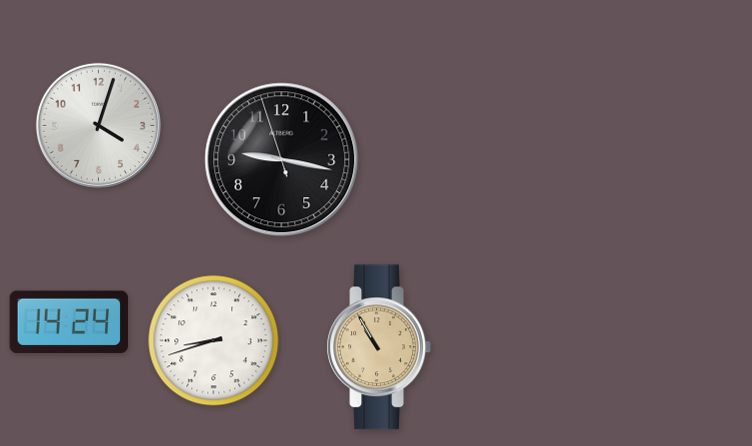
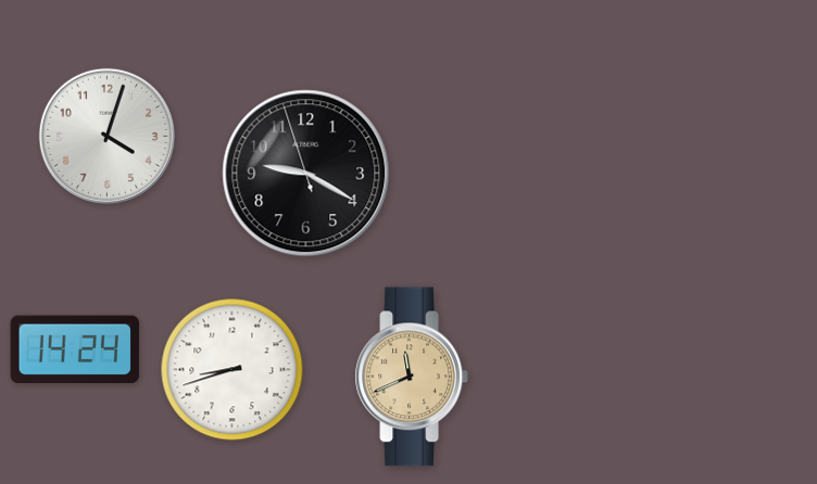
clock at (282, 160): 9:16 -> 9:19
clock at (379, 347): 10:55 -> 11:41
